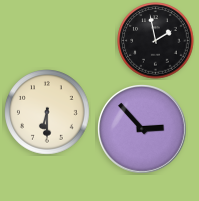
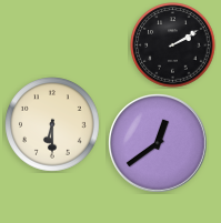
clock at (156, 41): 1:58 -> 2:10
clock at (143, 130): 2:53 -> 12:39
